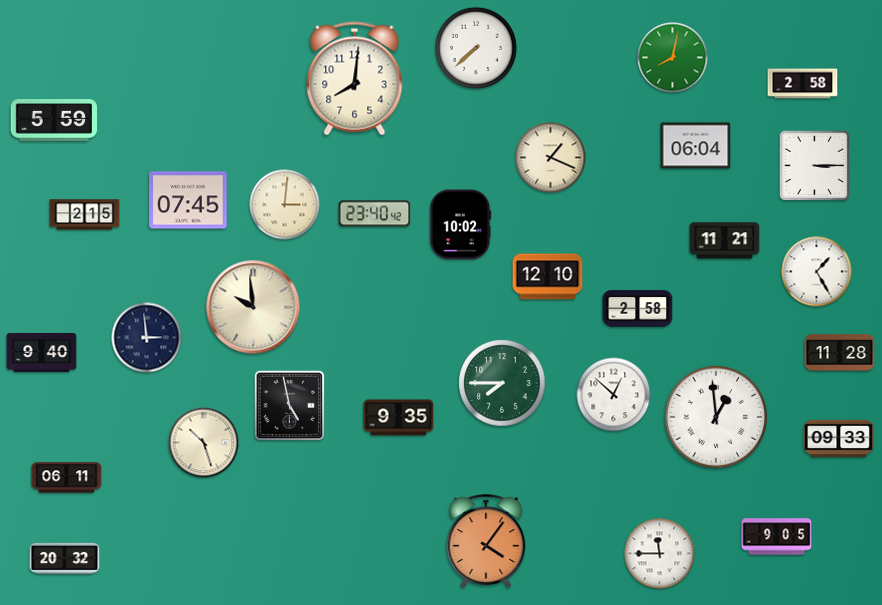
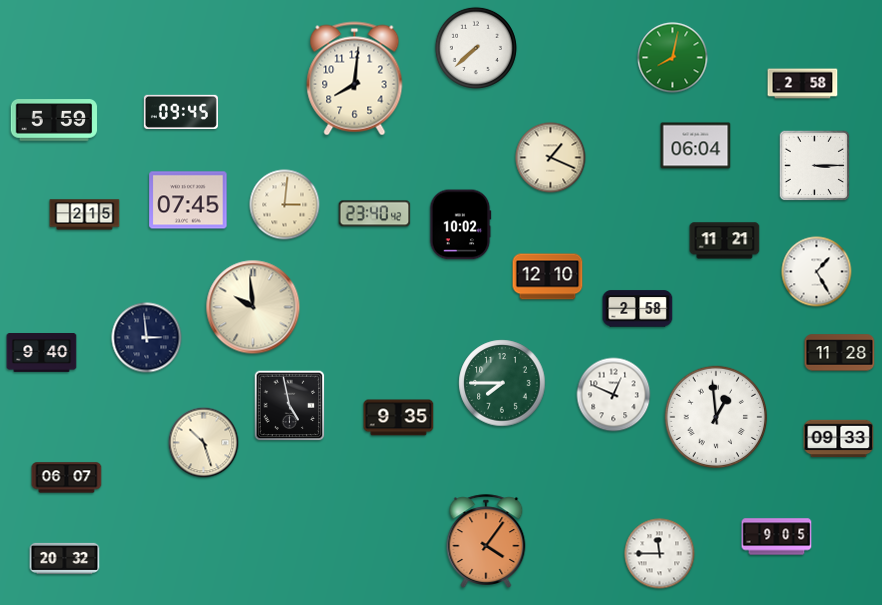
clock at (181, 112): none -> 09:45
clock at (614, 395): 12:52 -> 12:49
clock at (67, 478): 06:11 -> 06:07
